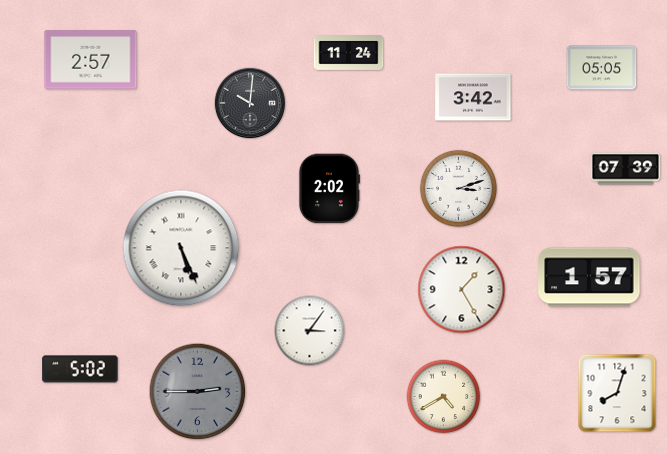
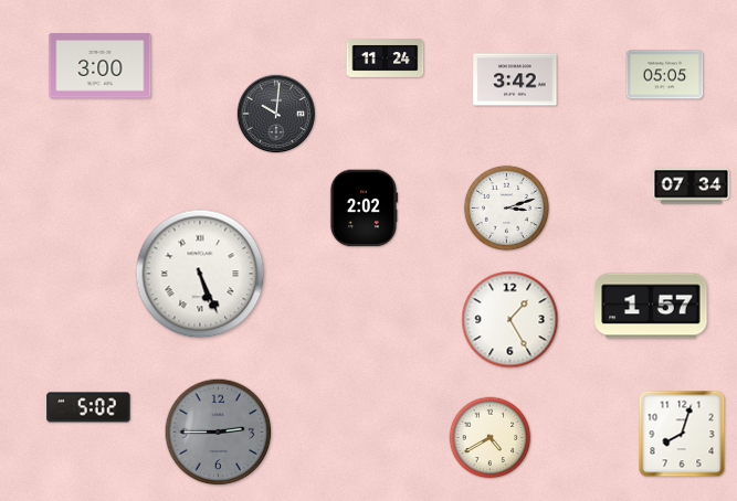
clock at (91, 60): 2:57 -> 3:00
clock at (473, 97) position: (473, 97) -> (515, 79)
clock at (626, 169): 07:39 -> 07:34
clock at (310, 331): 3:06 -> none
